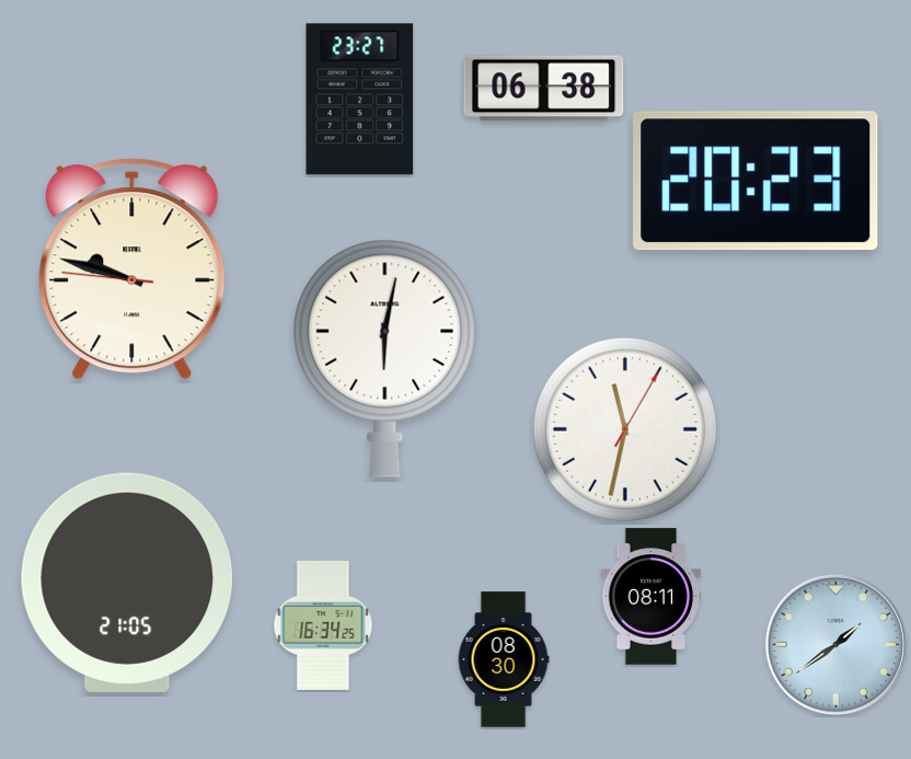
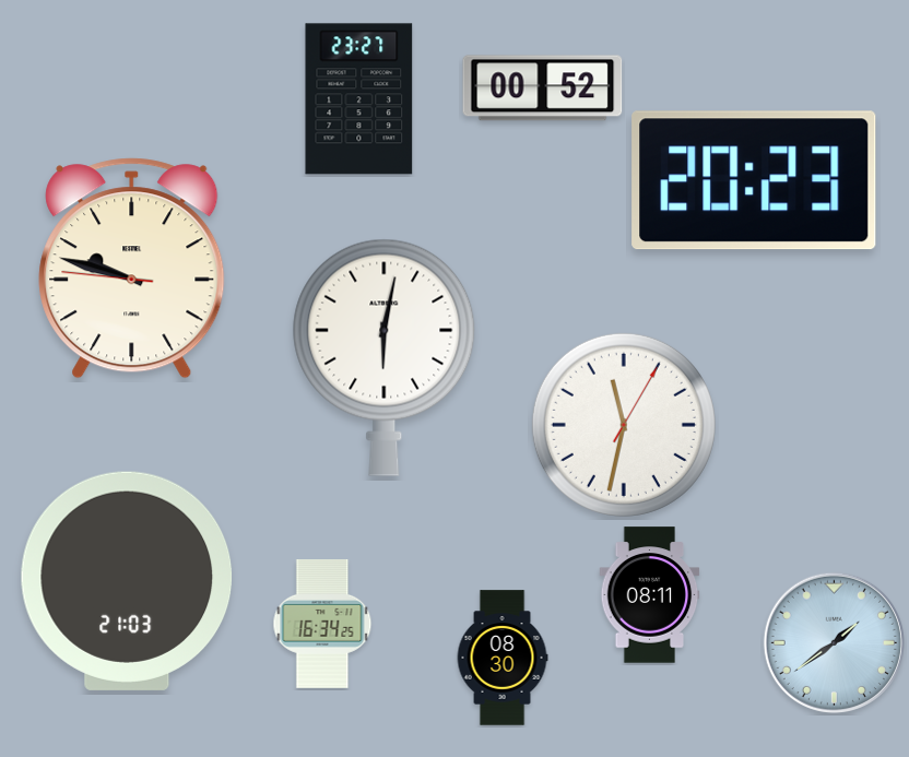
clock at (544, 89): 06:38 -> 00:52
clock at (625, 429) position: (625, 429) -> (624, 425)
clock at (127, 583): 21:05 -> 21:03
